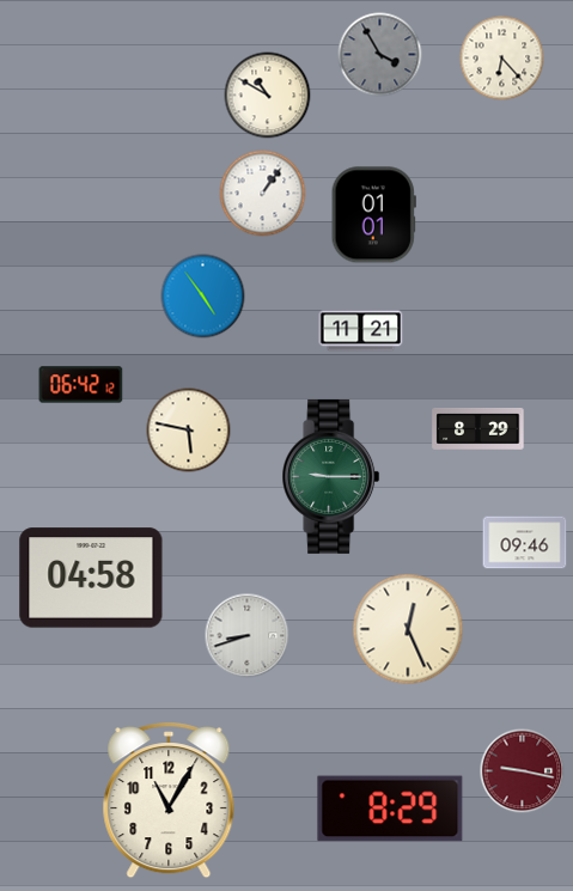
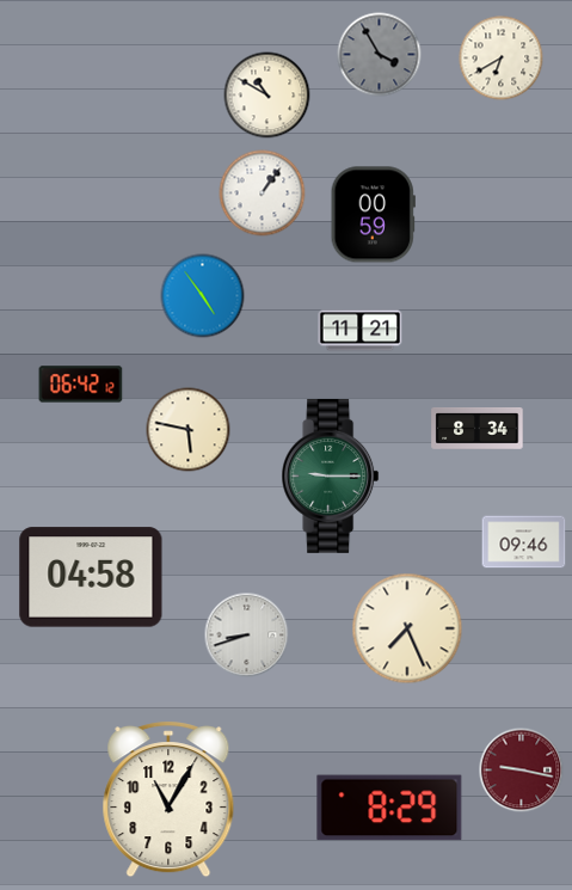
clock at (502, 59): 6:23 -> 6:40
clock at (373, 215): 01:01 -> 00:59
clock at (478, 429): 8:29 -> 8:34
clock at (408, 629): 12:26 -> 7:26
